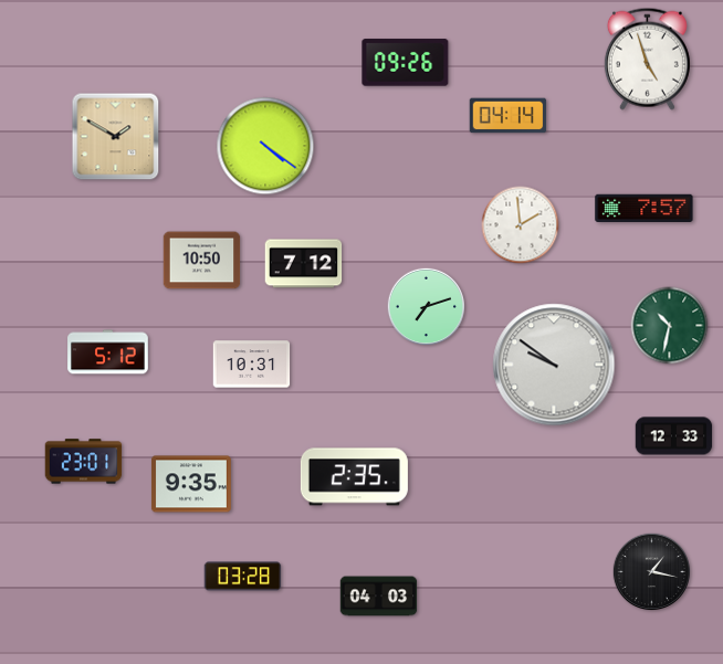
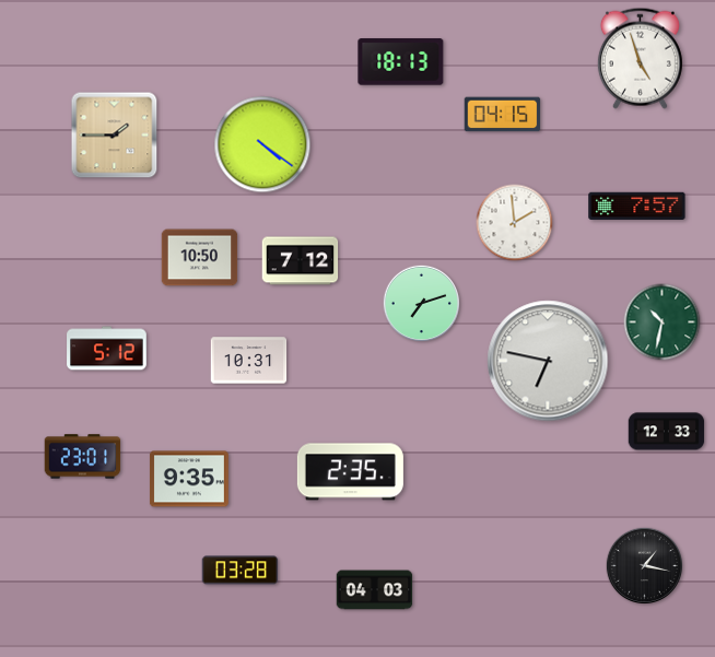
clock at (406, 63): 09:26 -> 18:13
clock at (509, 116): 04:14 -> 04:15
clock at (116, 137): 1:50 -> 1:45
clock at (554, 365): 9:51 -> 6:47
